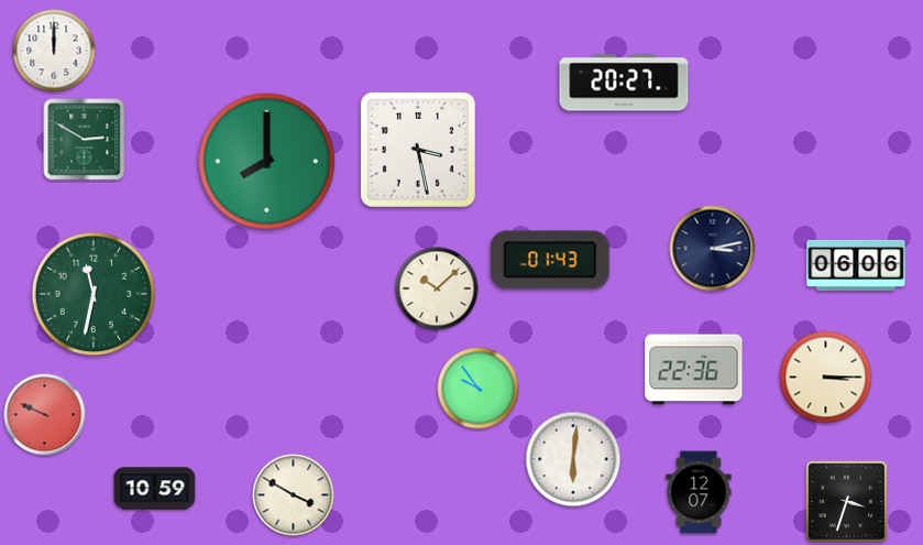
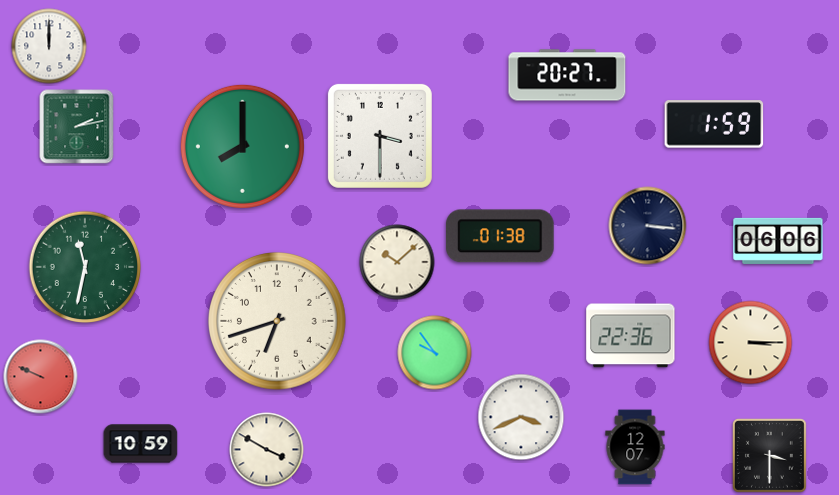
clock at (714, 124): none -> 1:59
clock at (85, 140): 2:50 -> 2:13
clock at (418, 150): 3:28 -> 3:30
clock at (713, 249): 3:13 -> 3:16
clock at (550, 260): 01:43 -> 01:38
clock at (278, 322): none -> 6:42
clock at (573, 459): 6:01 -> 3:41
clock at (846, 501): 3:33 -> 3:30
